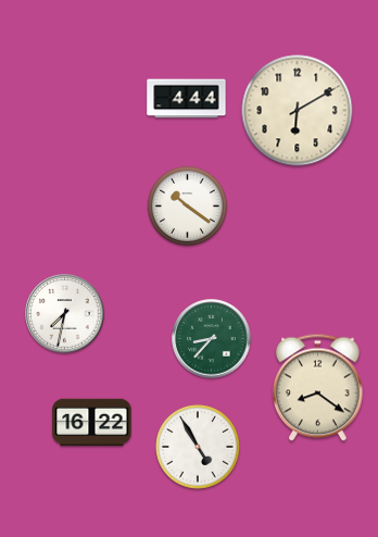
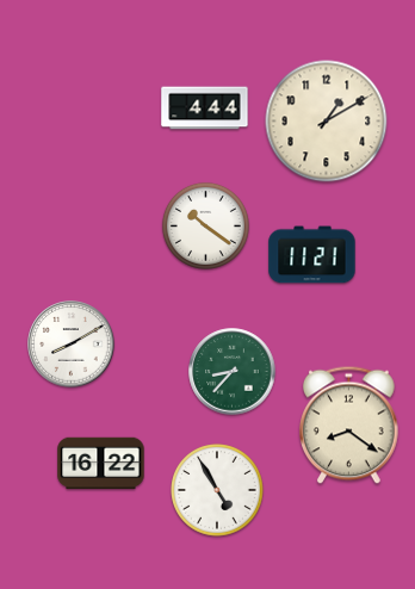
clock at (298, 111): 6:10 -> 1:10
clock at (312, 255): none -> 11:21
clock at (65, 314): 7:32 -> 8:10
